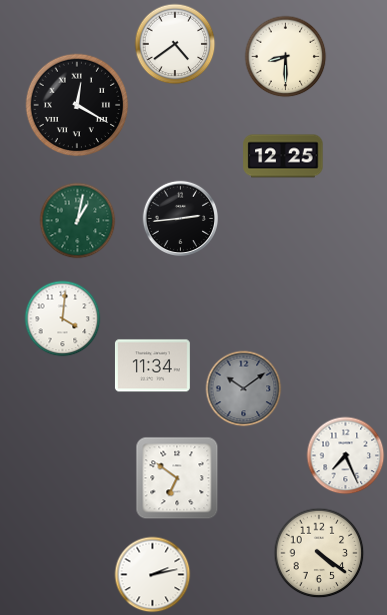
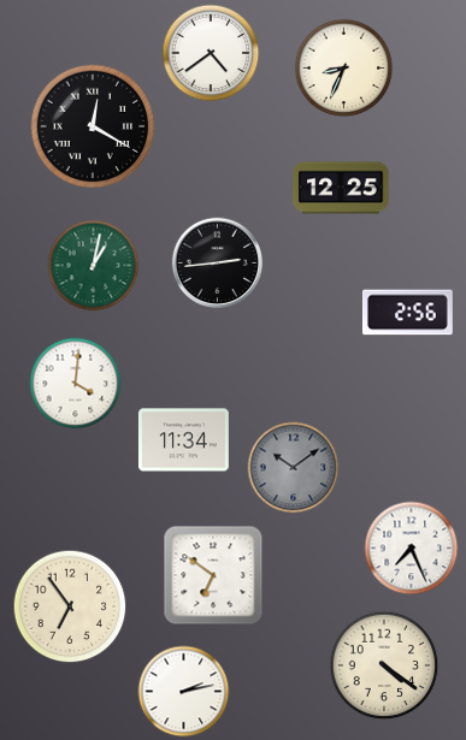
clock at (286, 57): 8:30 -> 8:34
clock at (407, 313): none -> 2:56
clock at (346, 456) position: (346, 456) -> (412, 549)
clock at (70, 606): none -> 6:54
